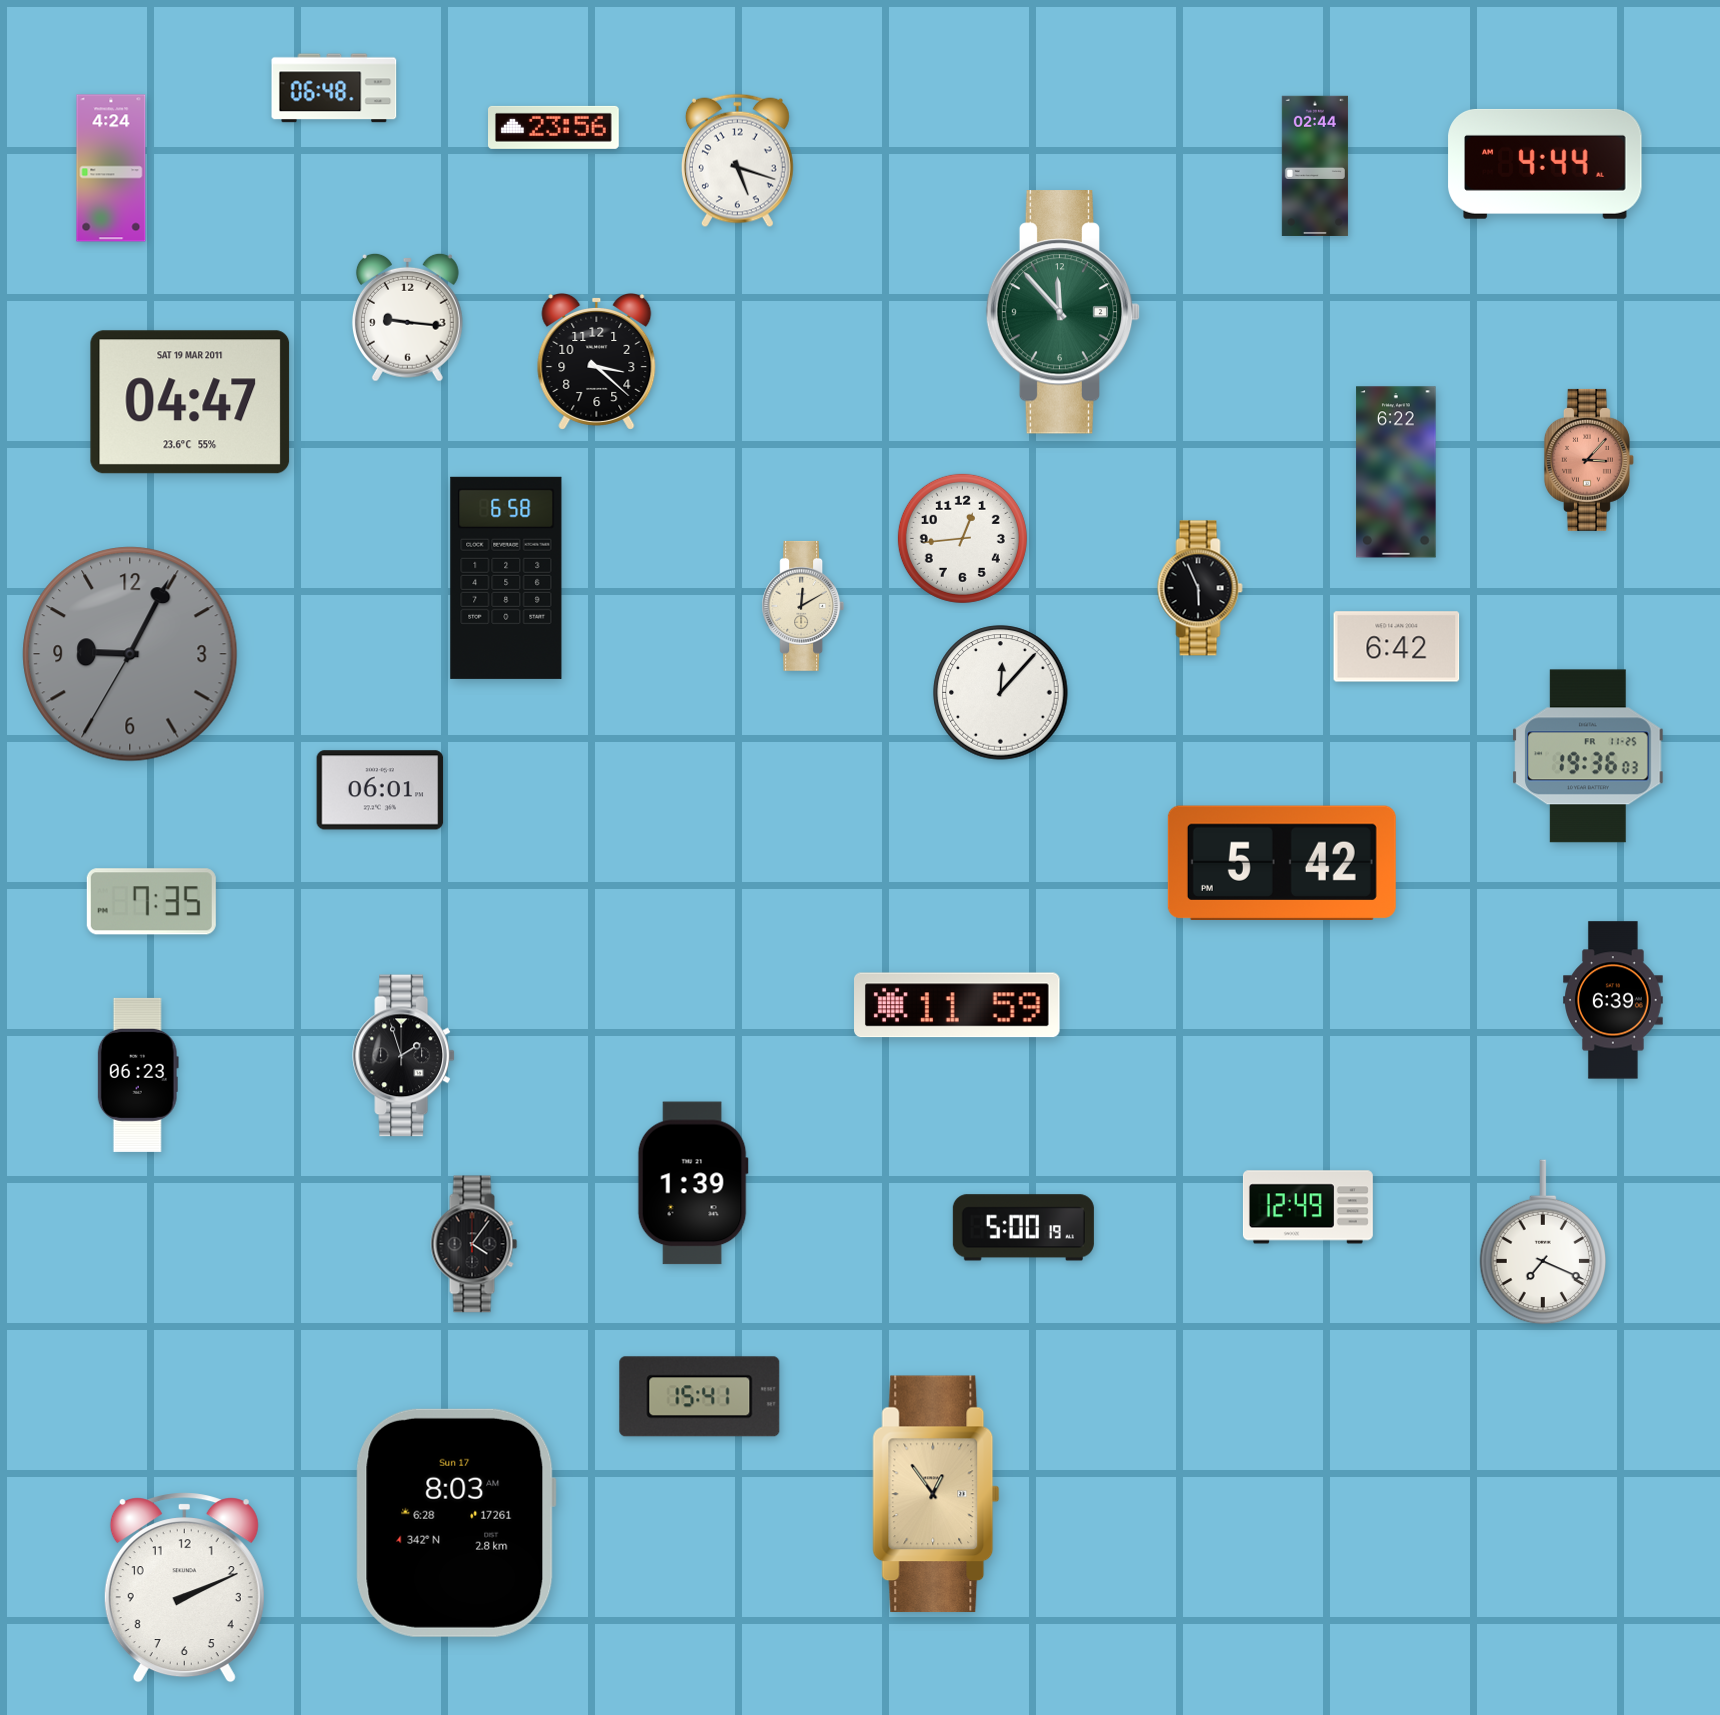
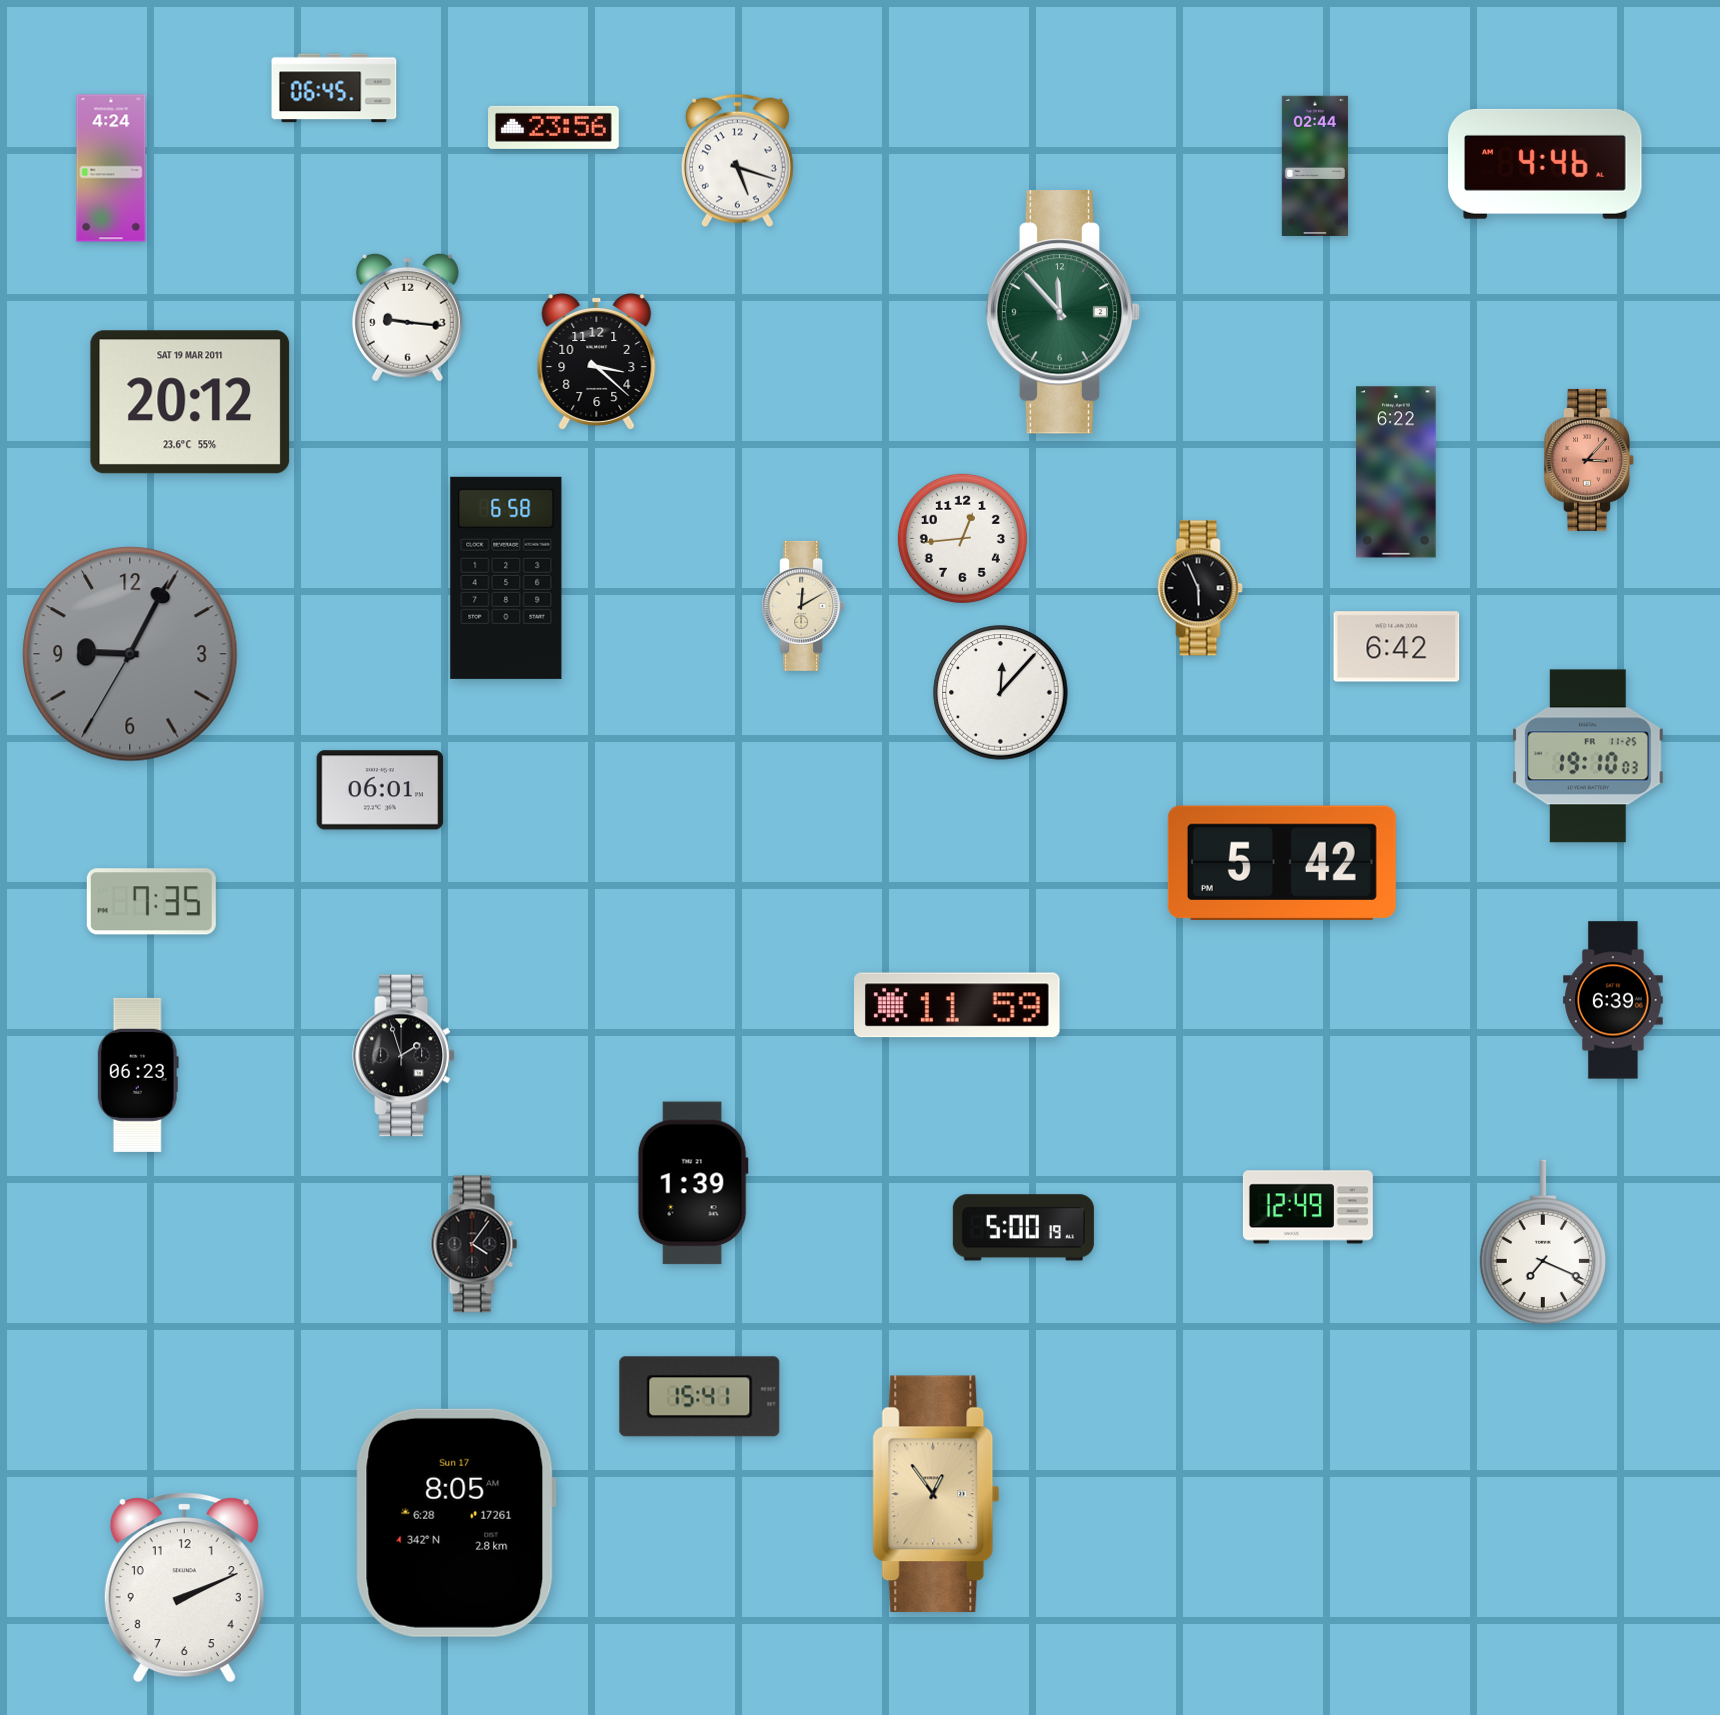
clock at (334, 88): 06:48 -> 06:45
clock at (1545, 164): 4:44 -> 4:46
clock at (190, 402): 04:47 -> 20:12
clock at (1588, 756): 19:36 -> 19:10
clock at (456, 1523): 8:03 -> 8:05
